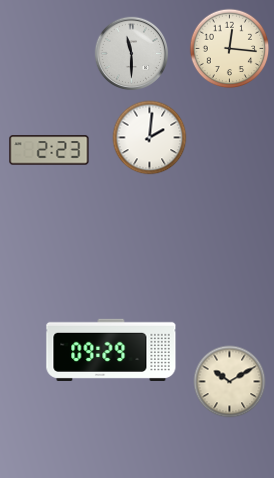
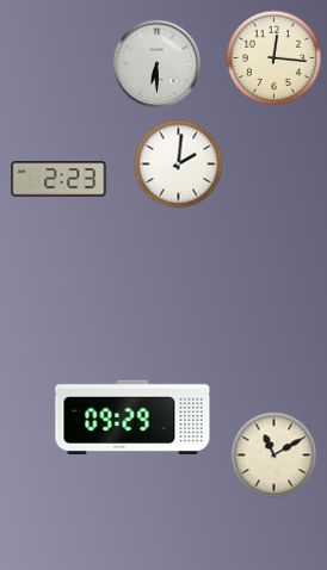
clock at (132, 54): 11:30 -> 6:30
clock at (230, 382): 10:10 -> 11:10
